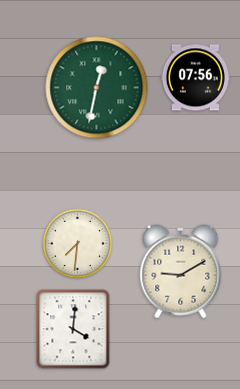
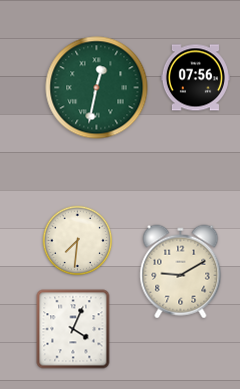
clock at (78, 244) position: (78, 244) -> (78, 241)
clock at (73, 329): 4:01 -> 4:04
